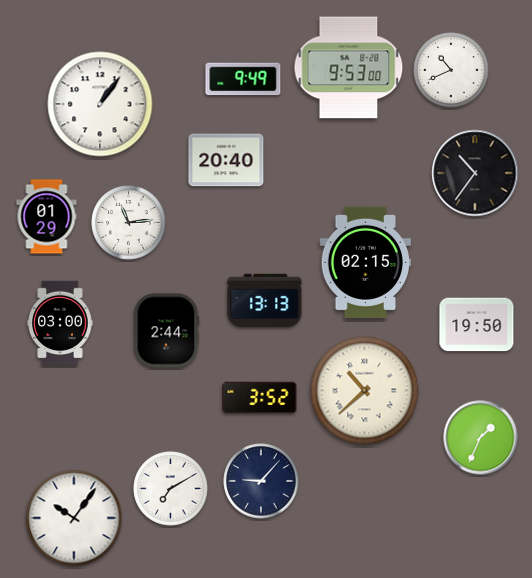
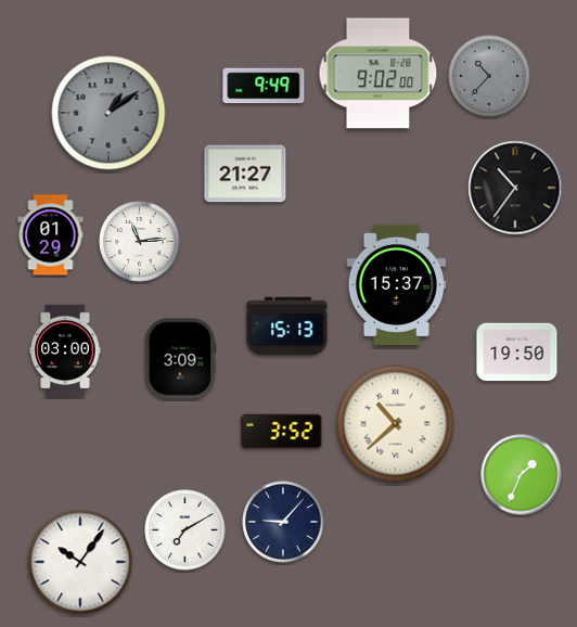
clock at (349, 68): 9:53 -> 9:02
clock at (451, 70): 10:41 -> 10:37
clock at (451, 70) dial: white -> grey
clock at (100, 104): 1:06 -> 1:09
clock at (100, 104) dial: white -> grey
clock at (226, 160): 20:40 -> 21:27
clock at (365, 262): 02:15 -> 15:37
clock at (265, 301): 13:13 -> 15:13
clock at (166, 331): 2:44 -> 3:09
